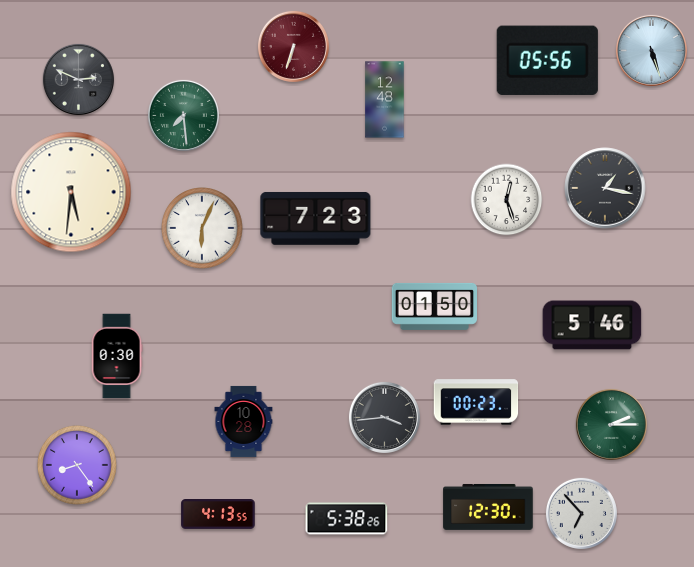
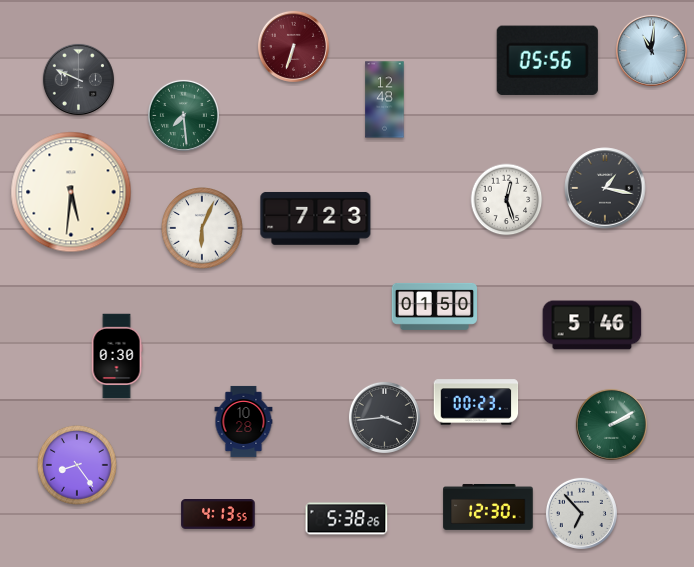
clock at (651, 50): 5:27 -> 11:01
clock at (78, 79): 2:49 -> 9:49
clock at (611, 424): 2:15 -> 2:10
